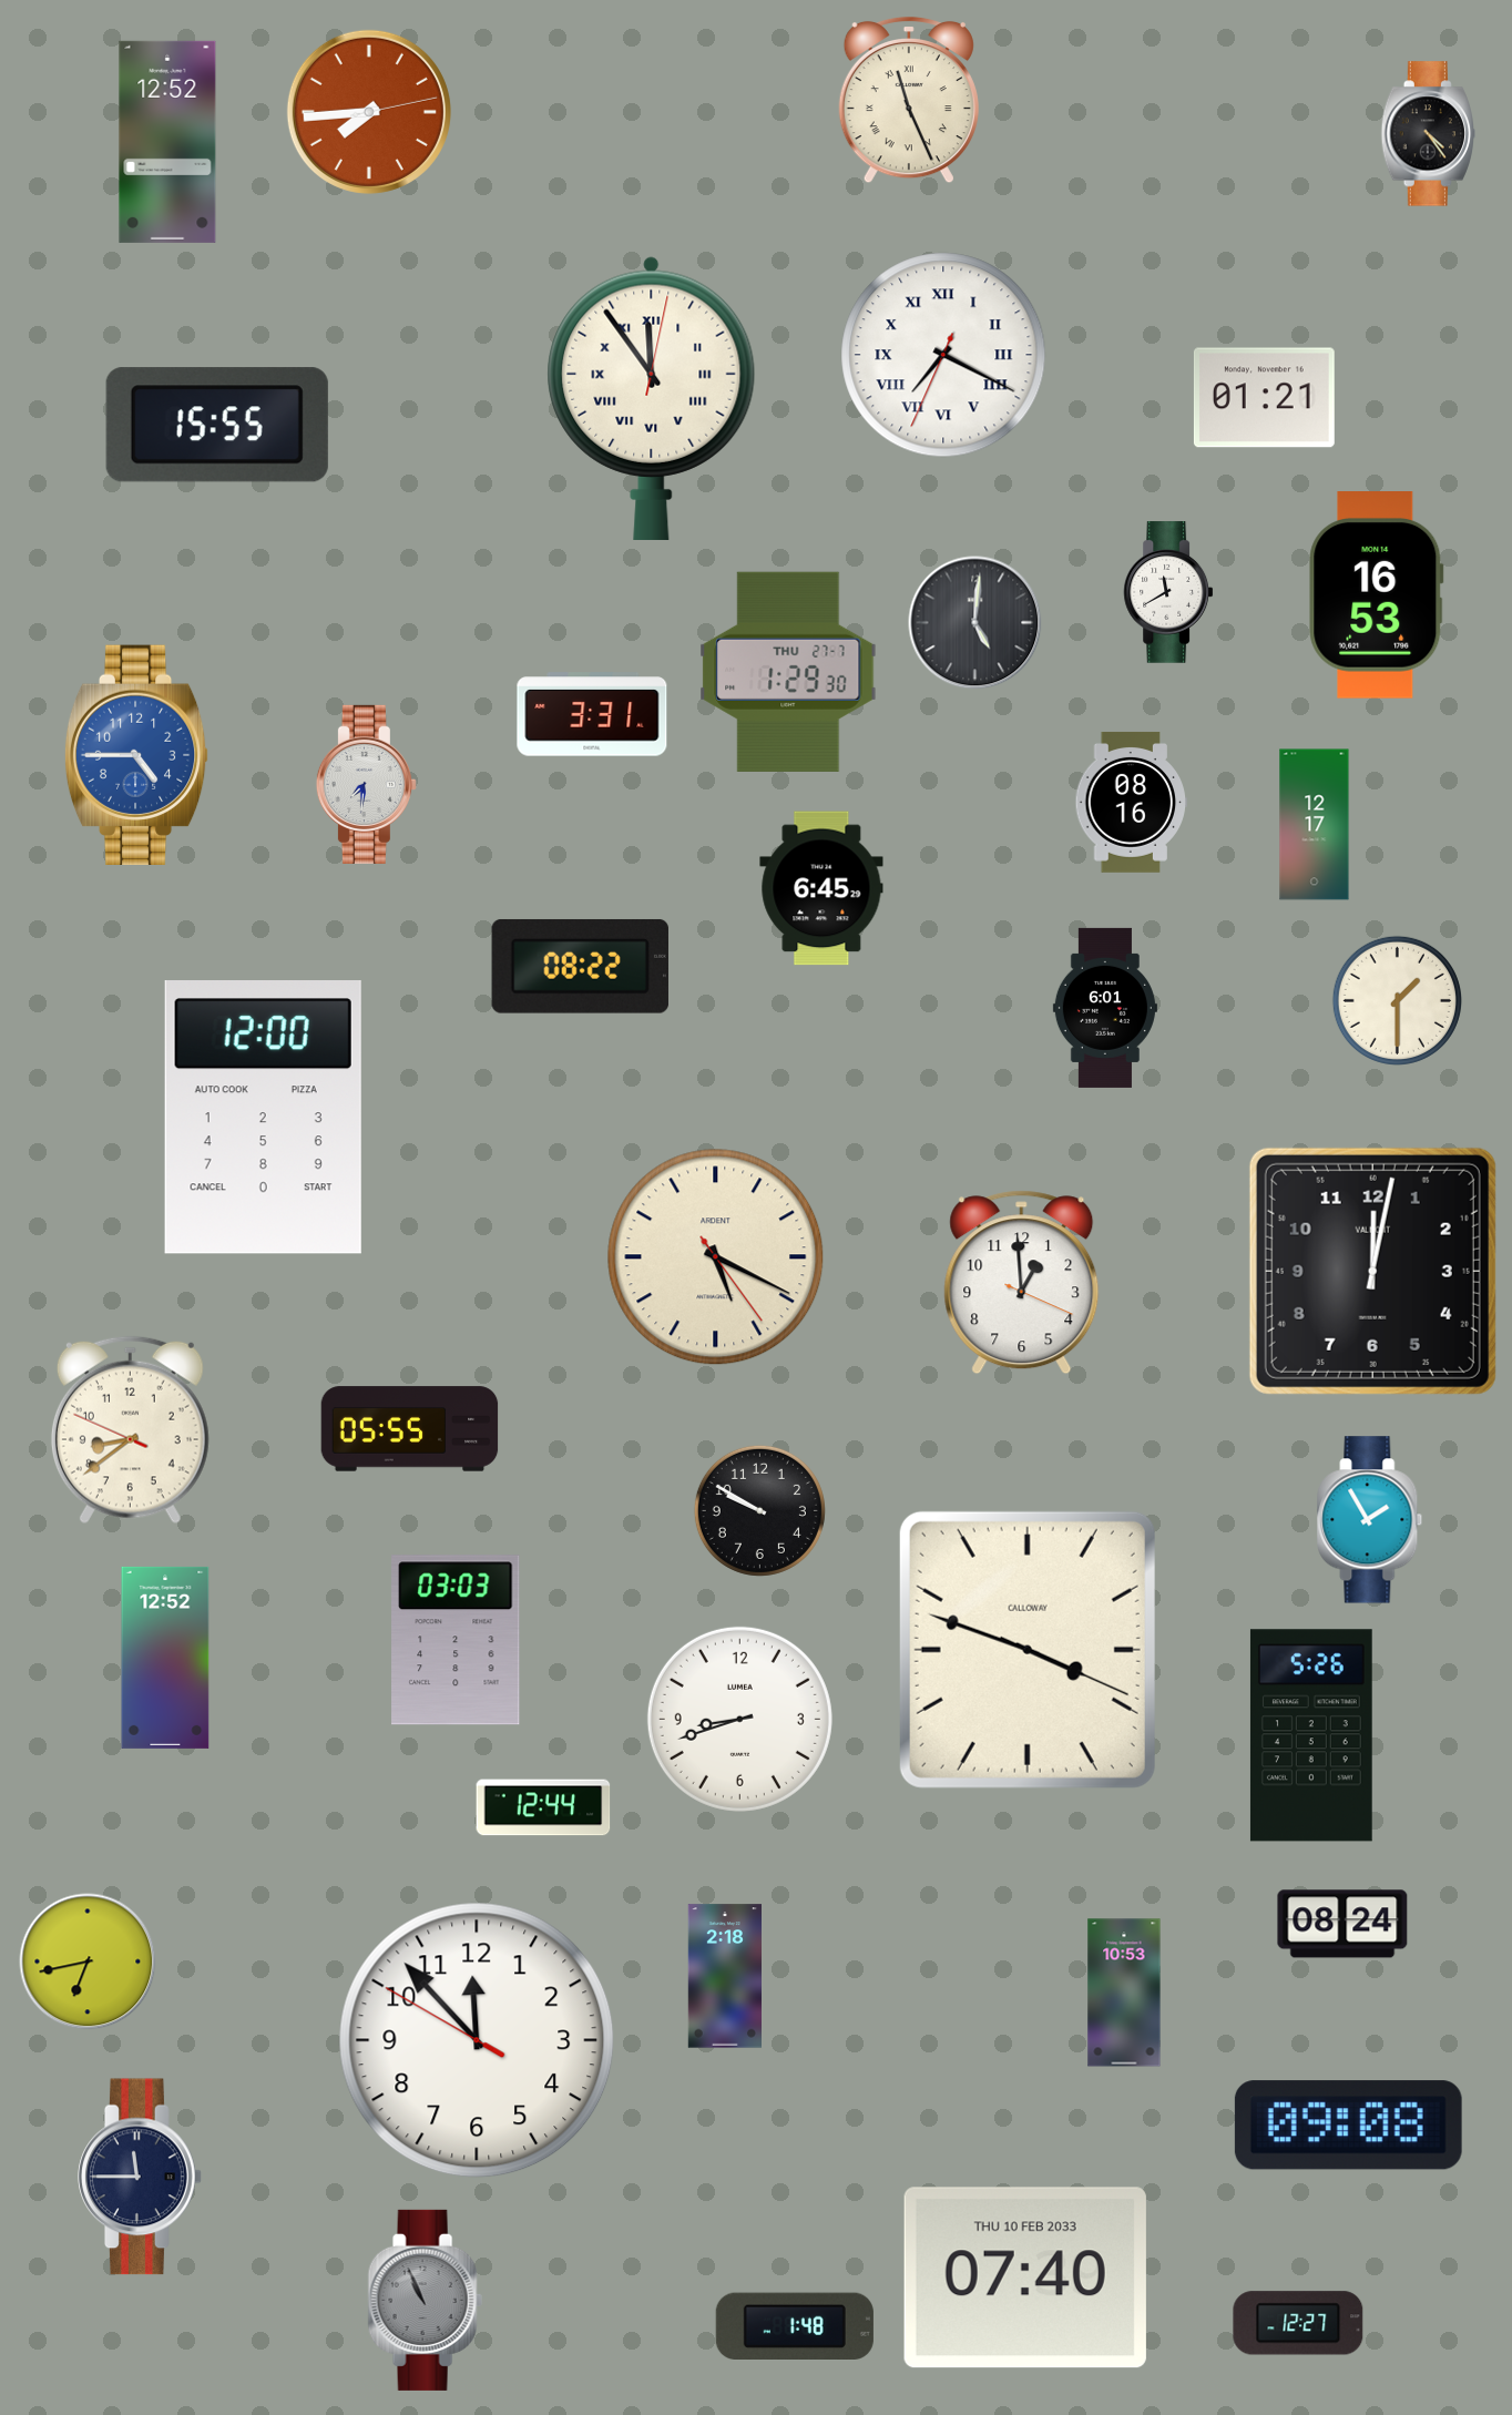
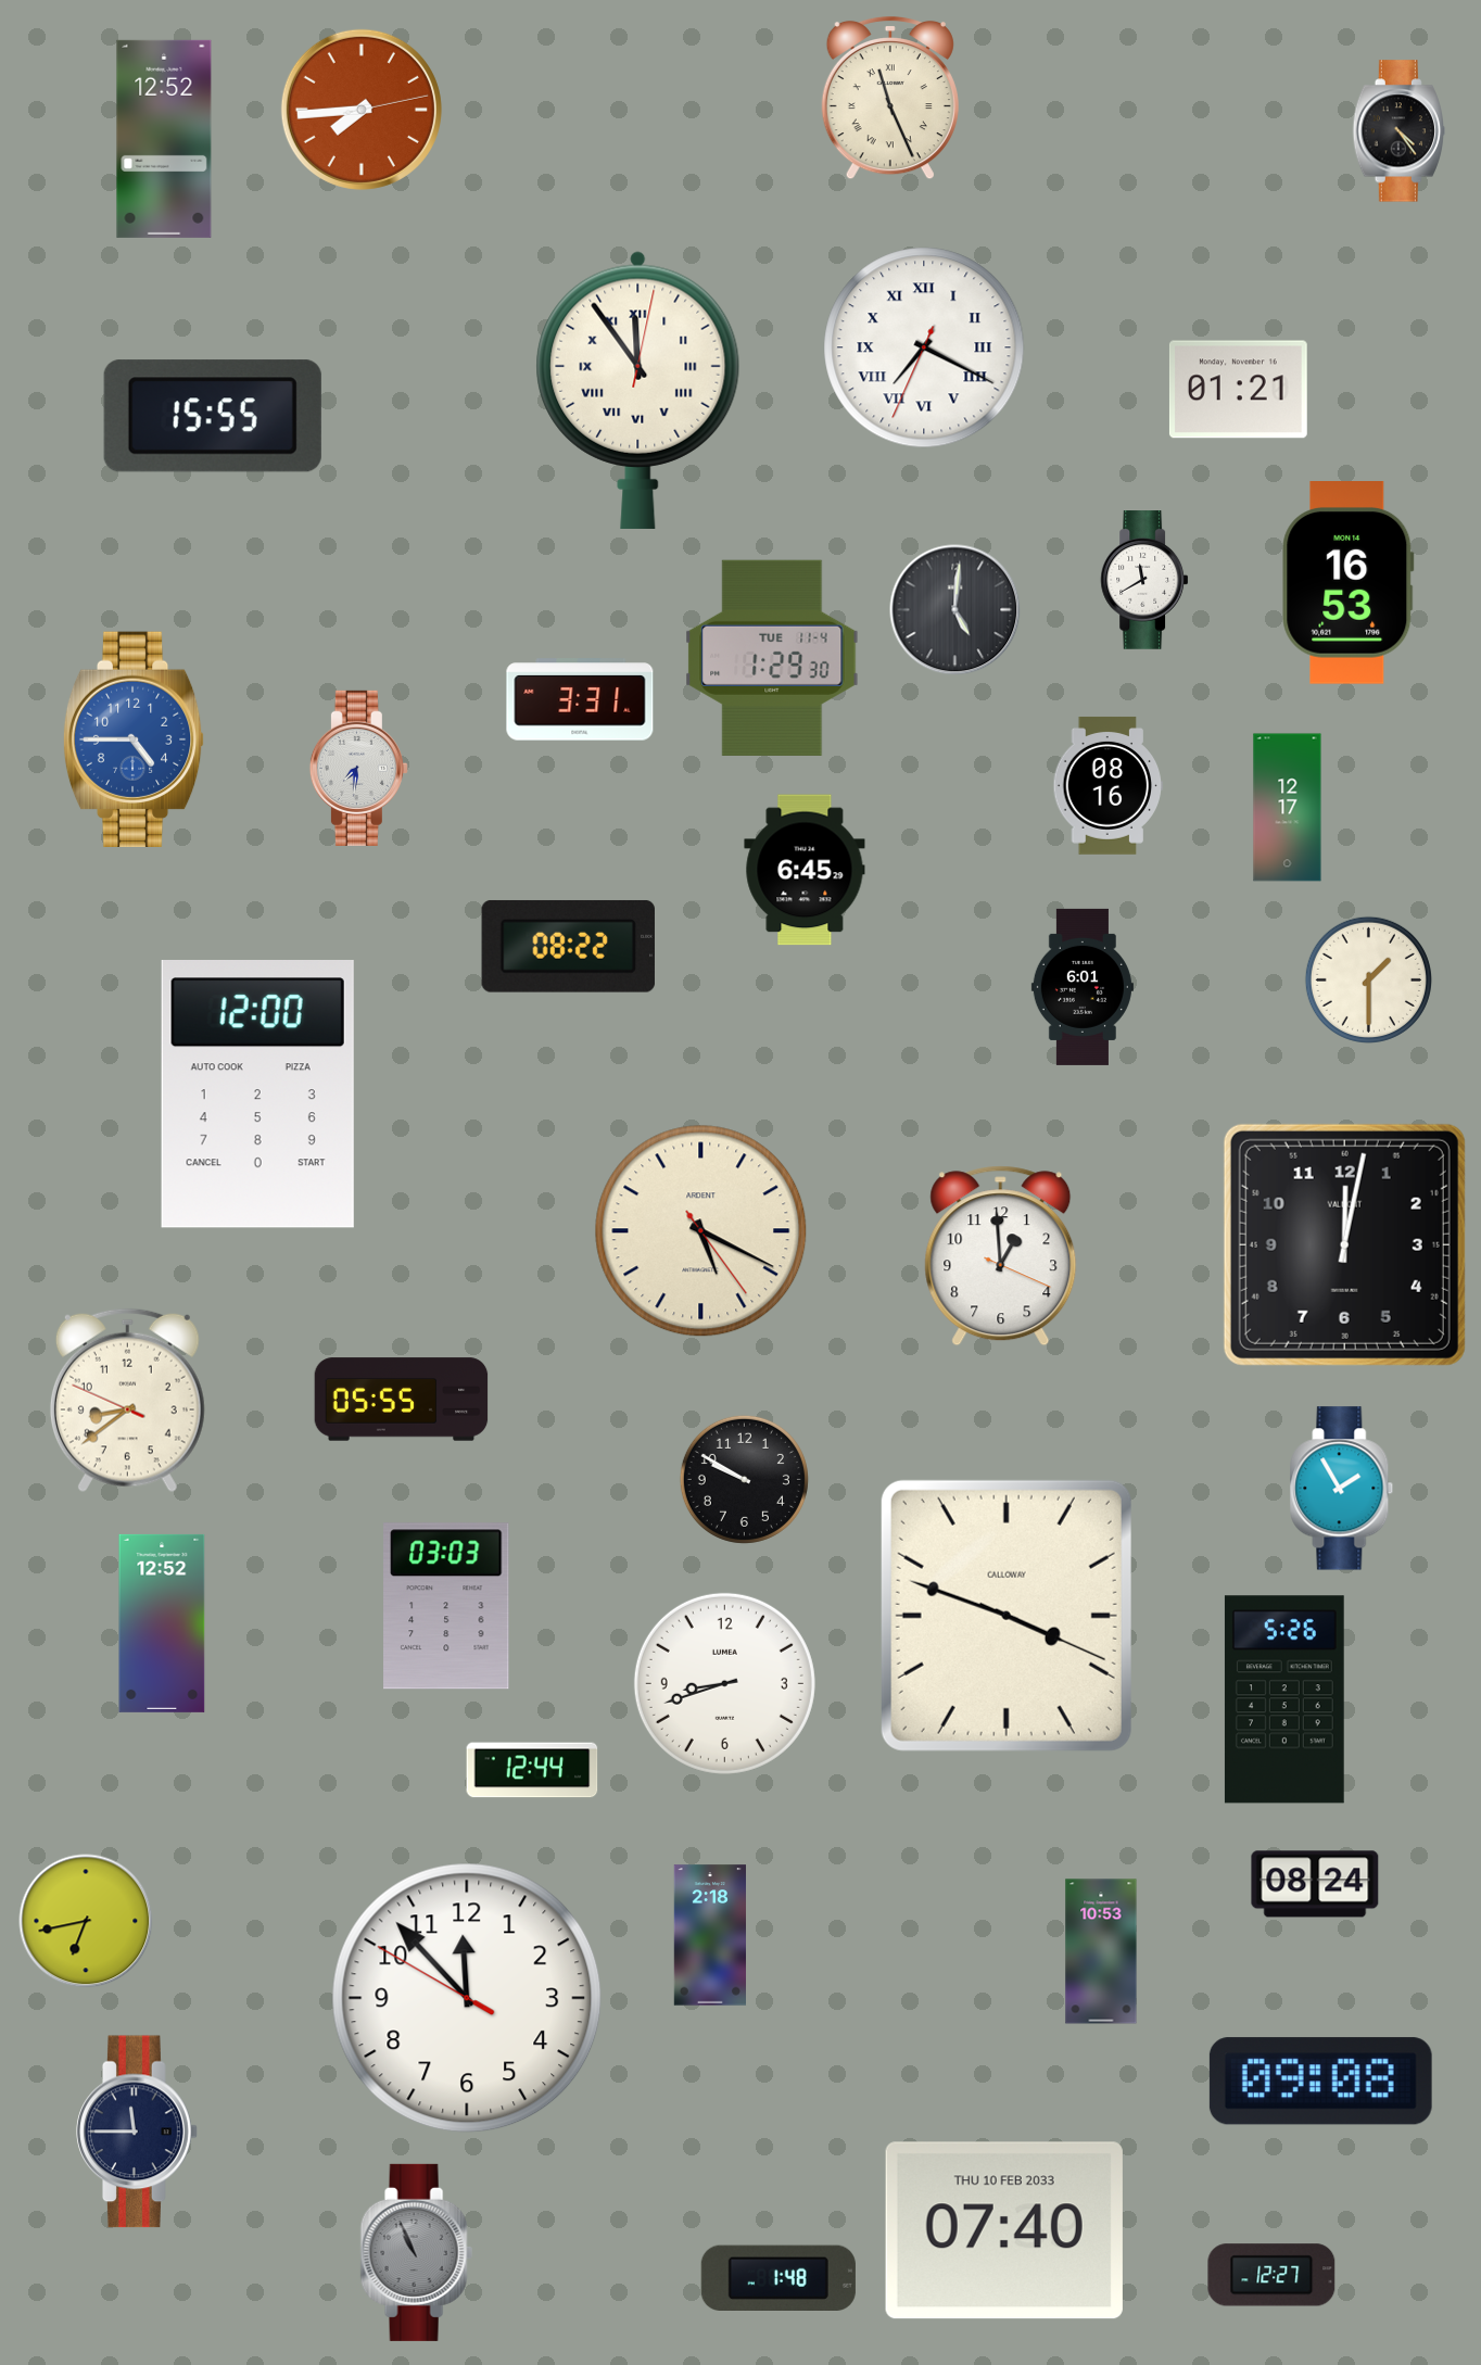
clock at (788, 672) date: THU 27-7 -> TUE 11-4
